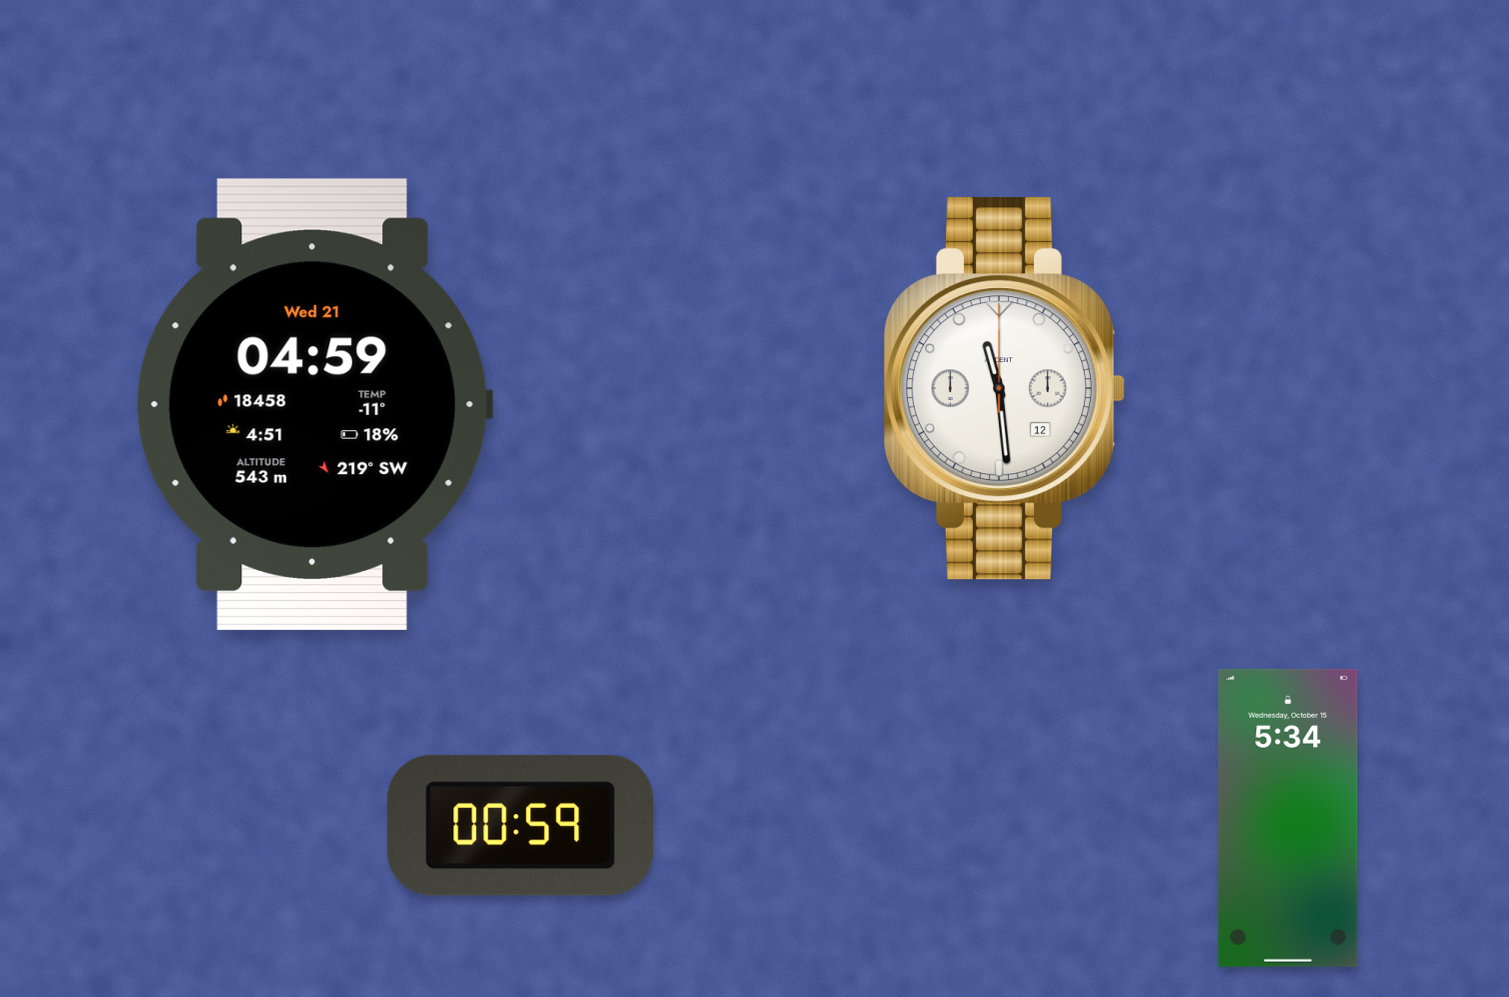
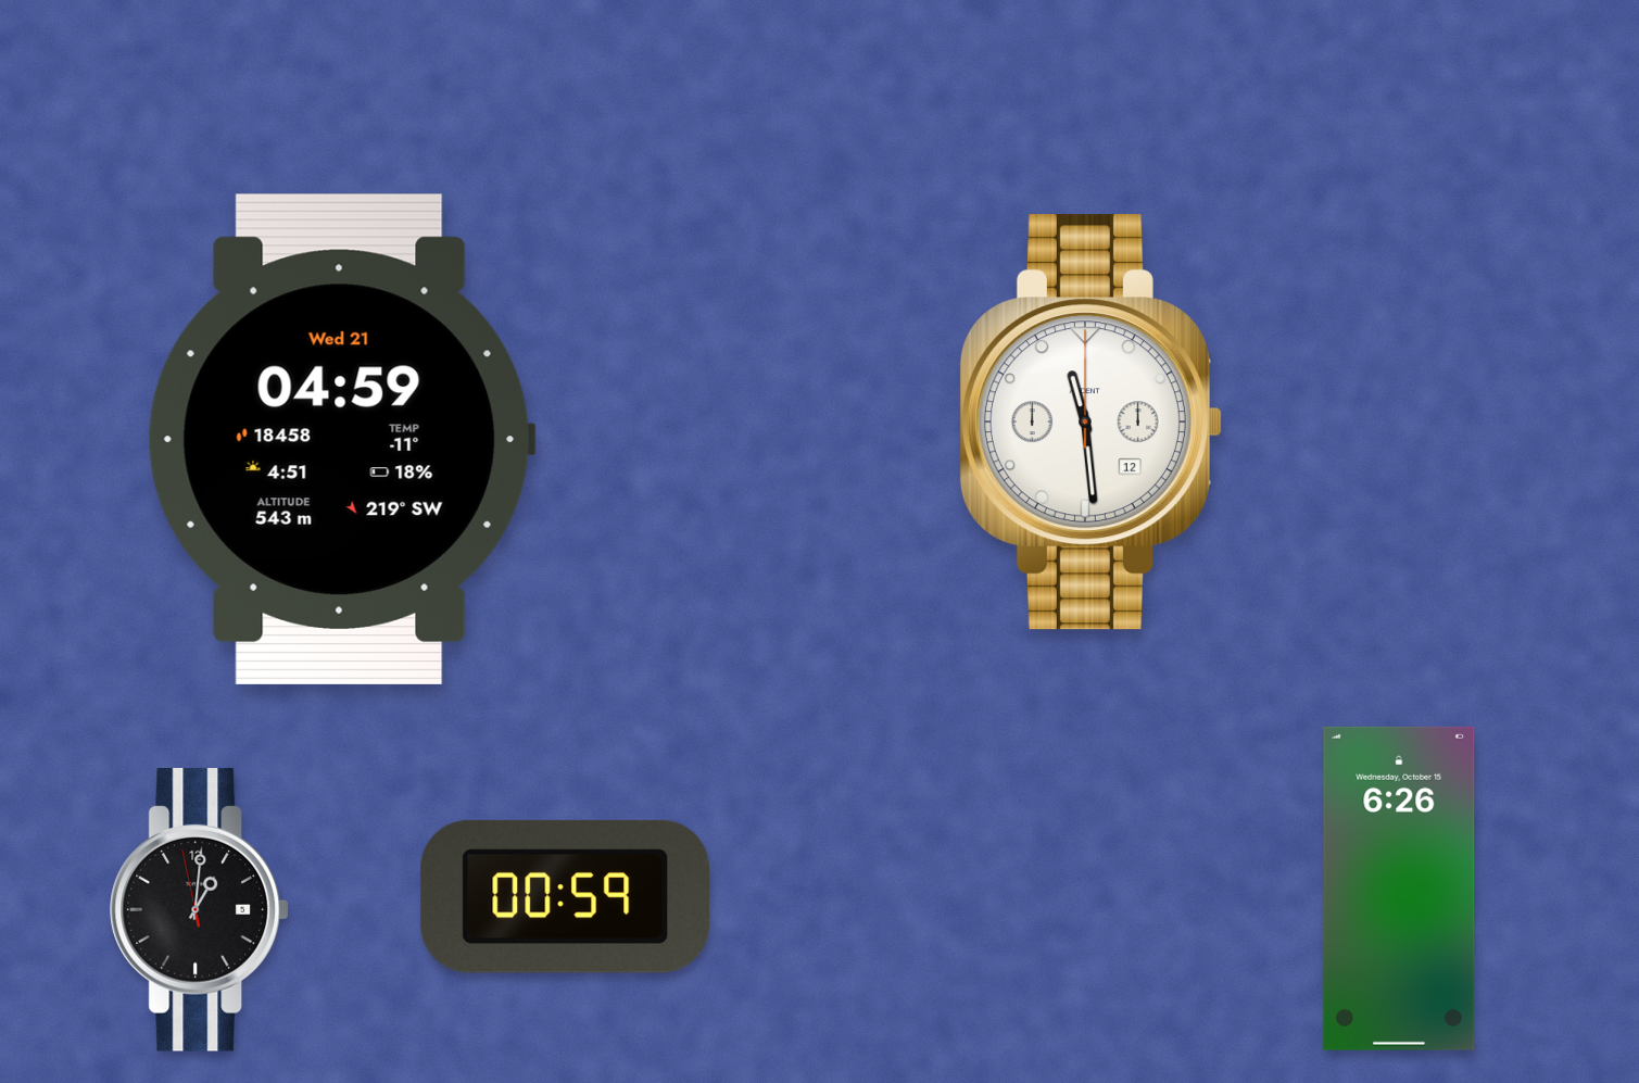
clock at (1288, 818): 5:34 -> 6:26
clock at (200, 910): none -> 1:00
